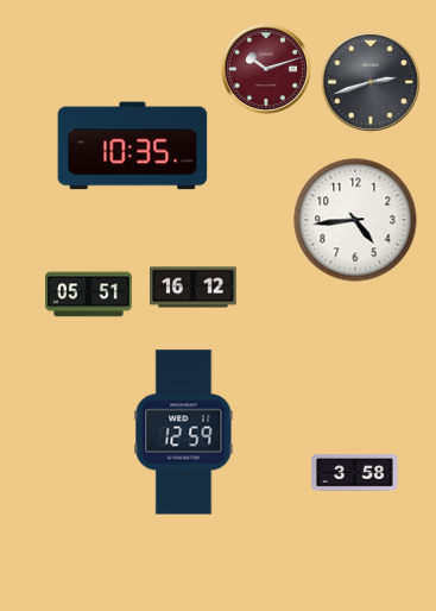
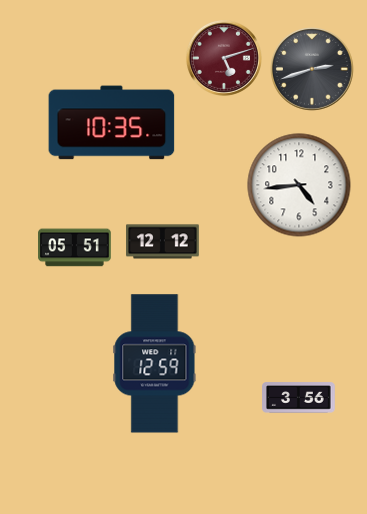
clock at (266, 69): 10:12 -> 5:12
clock at (194, 288): 16:12 -> 12:12
clock at (355, 473): 3:58 -> 3:56
